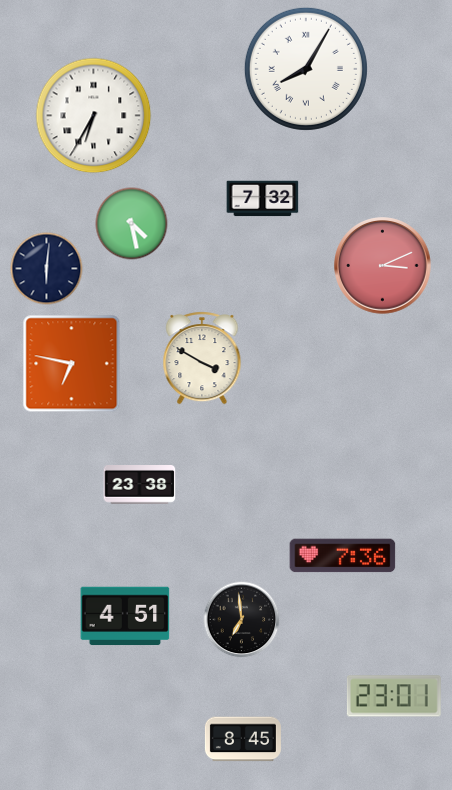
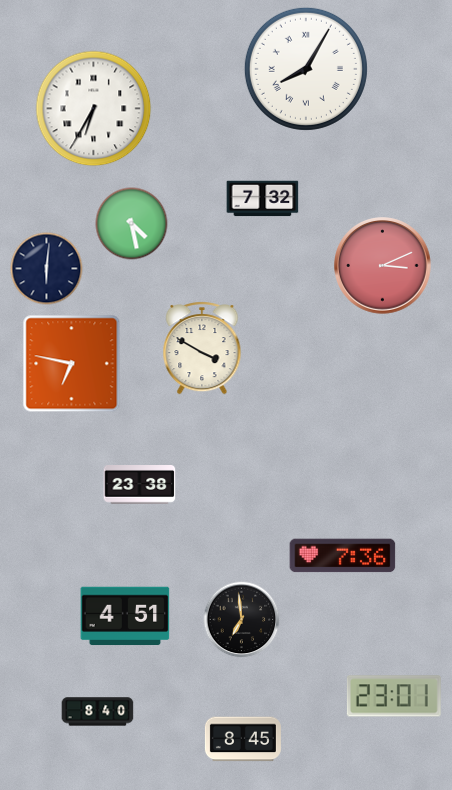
clock at (94, 116) position: (94, 116) -> (94, 109)
clock at (202, 359) position: (202, 359) -> (202, 349)
clock at (98, 712): none -> 8:40
